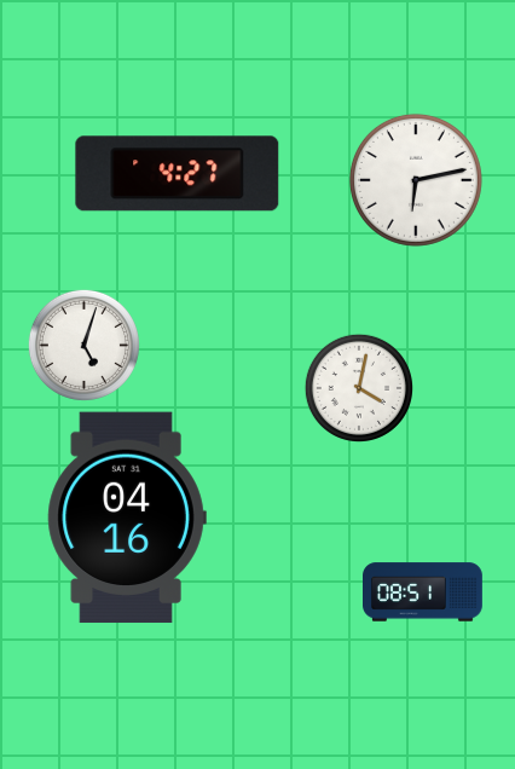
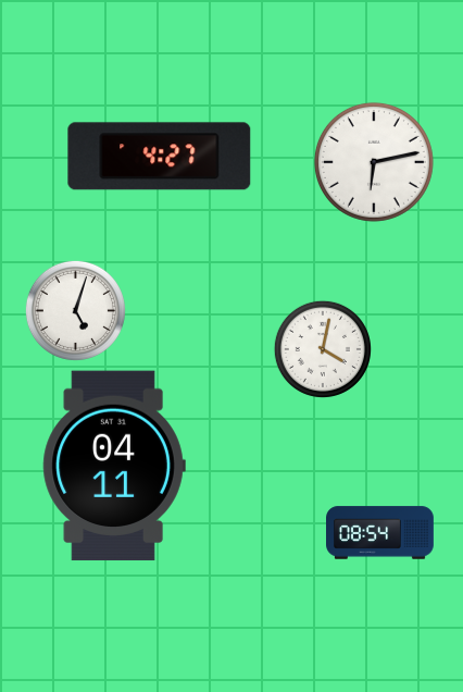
clock at (127, 518): 04:16 -> 04:11
clock at (423, 592): 08:51 -> 08:54
